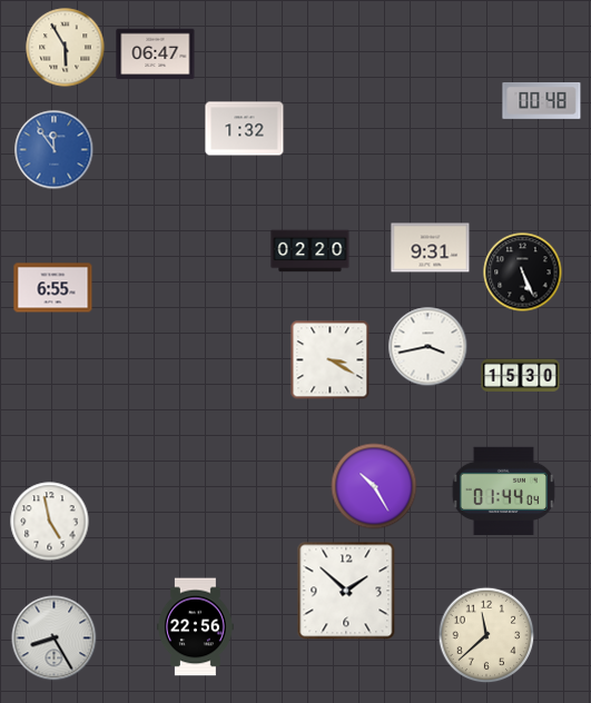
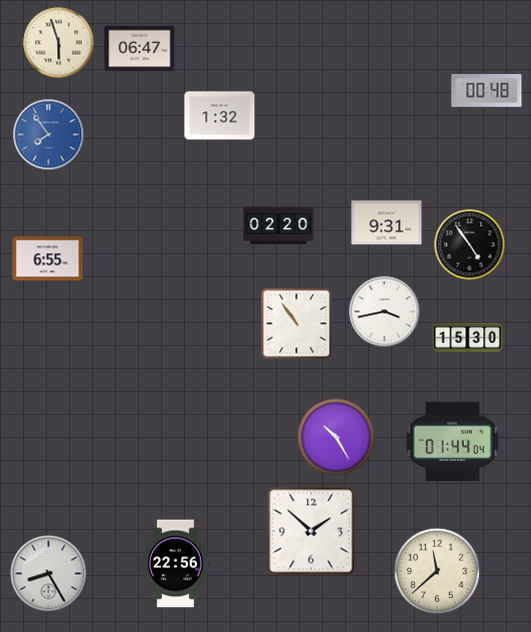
clock at (66, 48): 5:55 -> 5:57
clock at (55, 150): 11:54 -> 7:54
clock at (523, 273): 5:26 -> 4:54
clock at (331, 360): 3:20 -> 10:54
clock at (50, 522): 4:58 -> none
